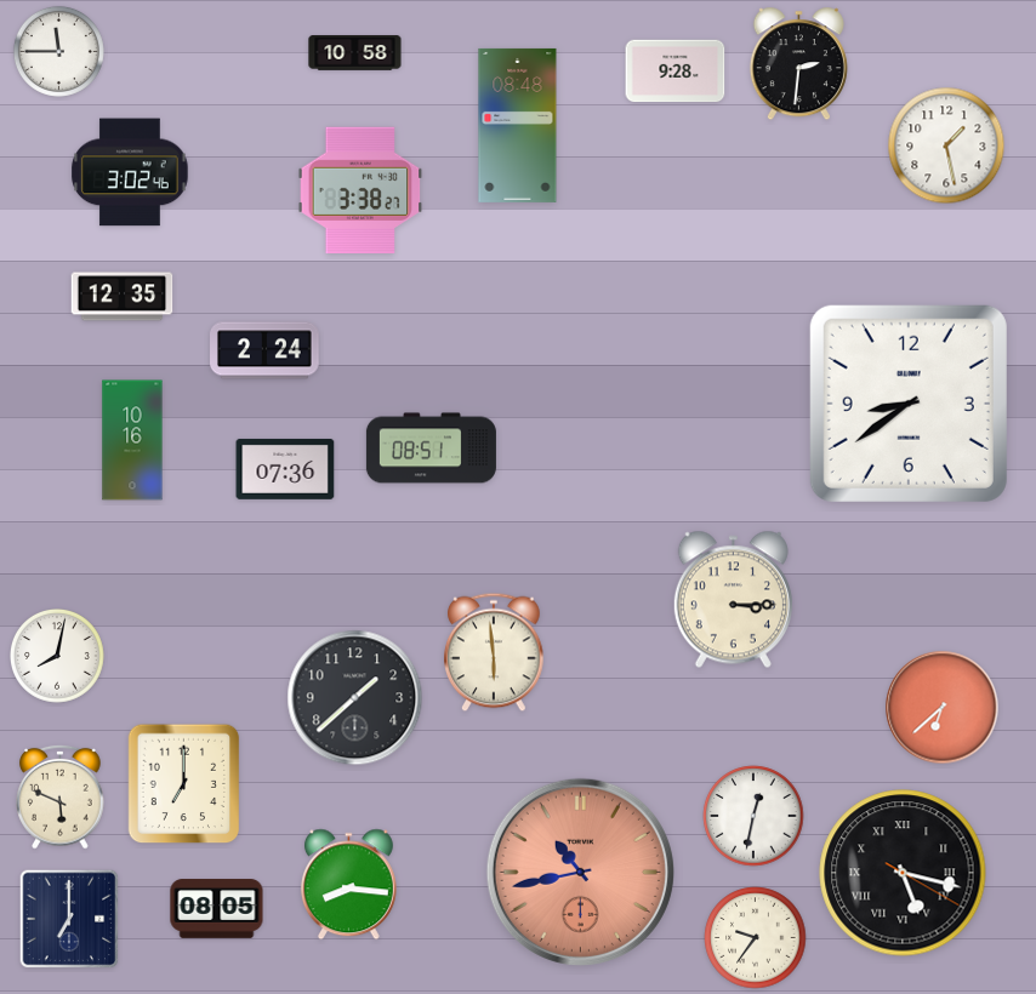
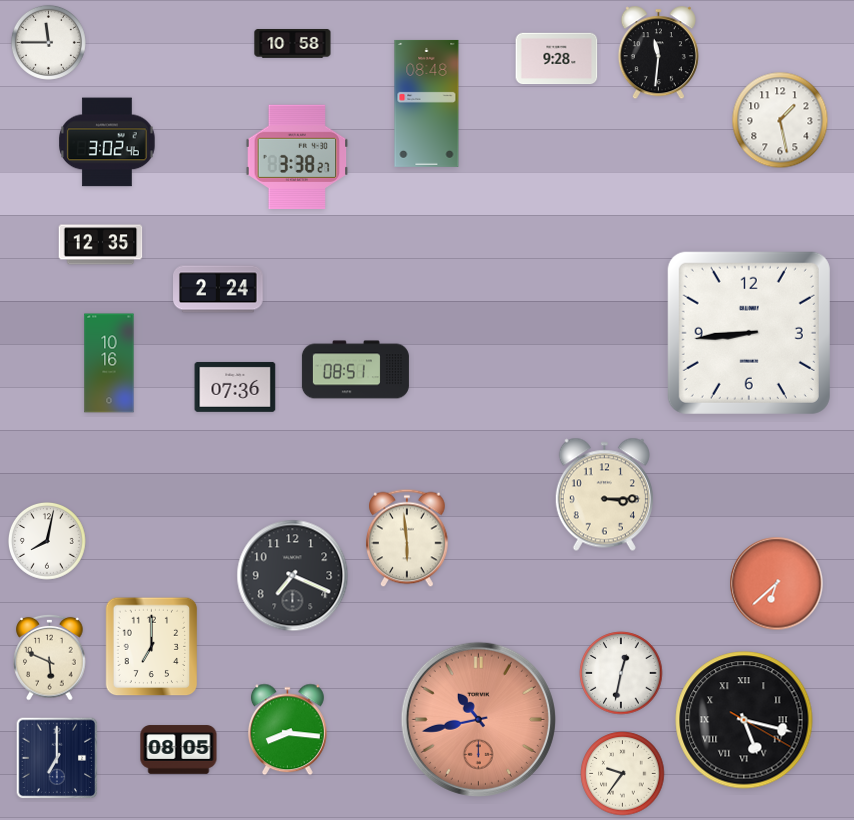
clock at (798, 64): 2:31 -> 11:31
clock at (909, 404): 8:39 -> 8:44
clock at (355, 698): 1:38 -> 7:19
